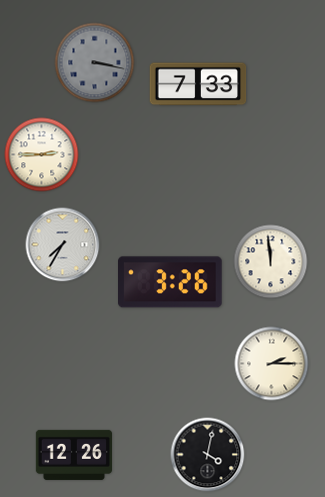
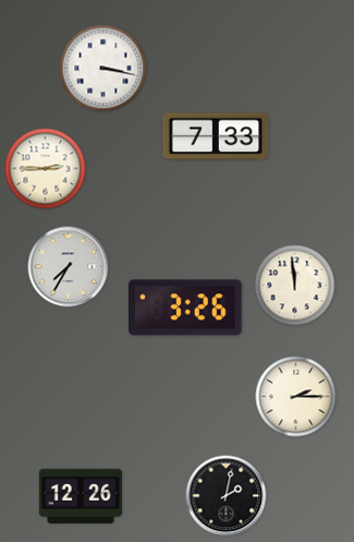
clock at (95, 63) dial: grey -> white
clock at (198, 84) position: (198, 84) -> (216, 136)
clock at (208, 455): 4:02 -> 2:02
